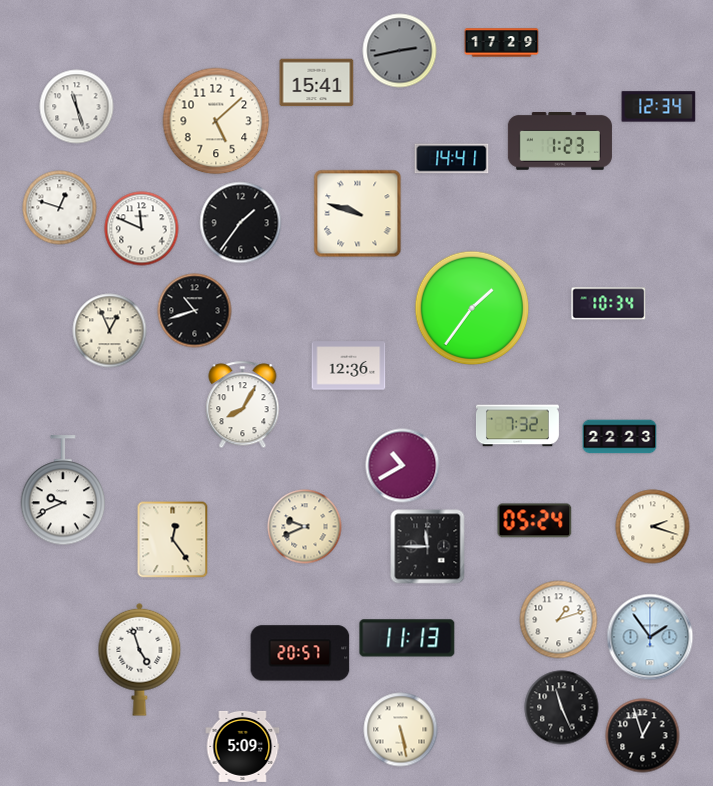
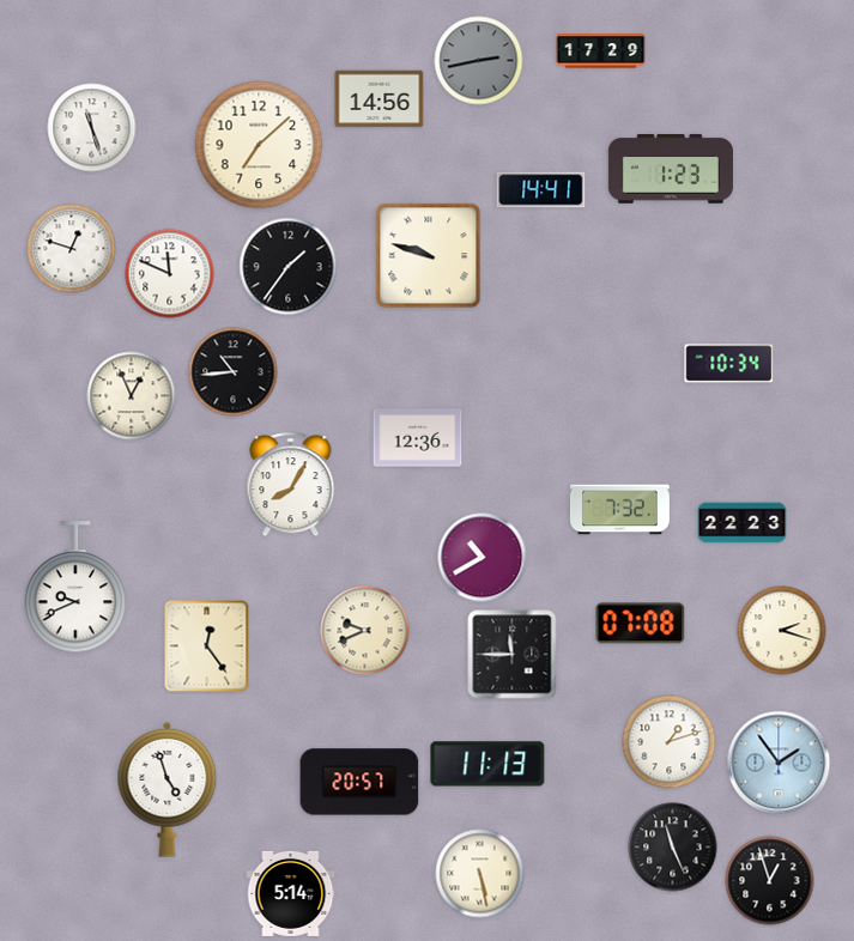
clock at (317, 83): 15:41 -> 14:56
clock at (659, 107): 12:34 -> none
clock at (216, 121): 5:08 -> 7:08
clock at (472, 308): 1:36 -> none
clock at (195, 311): 10:42 -> 10:44
clock at (535, 521): 05:24 -> 07:08
clock at (243, 746): 5:09 -> 5:14
